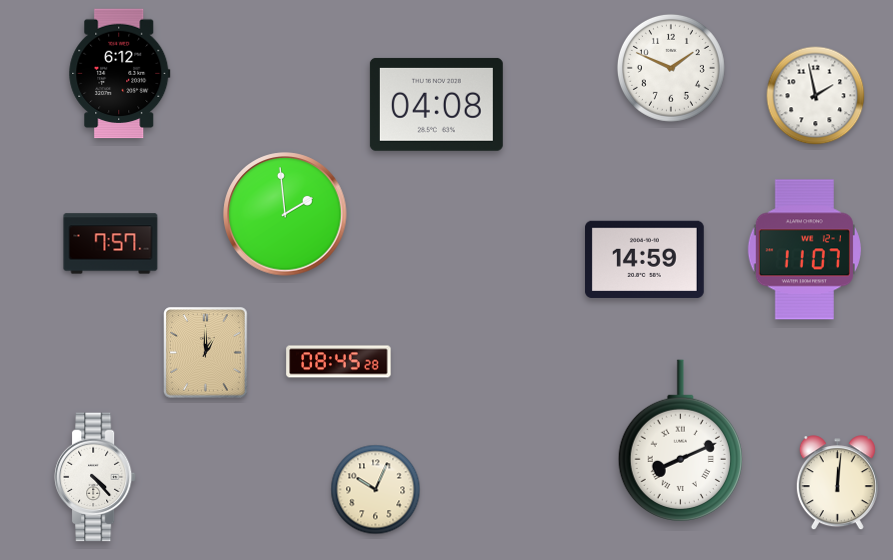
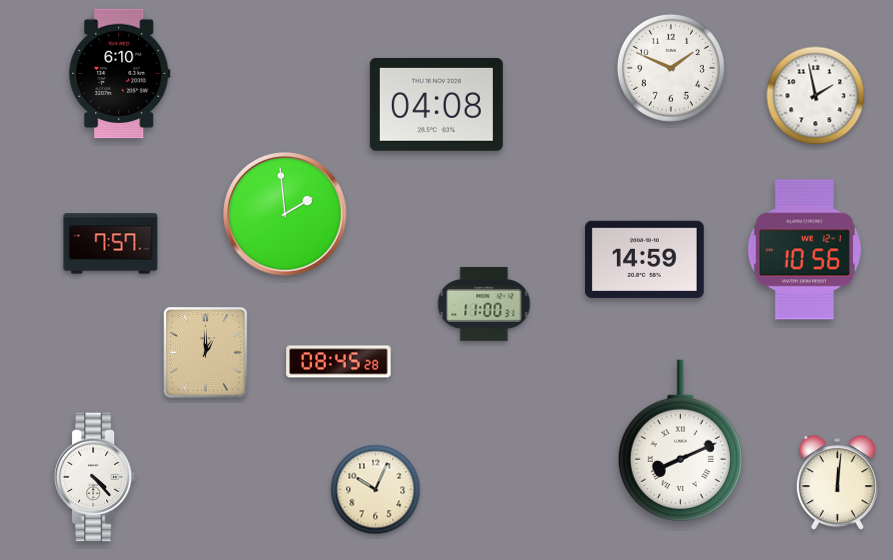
clock at (120, 74): 6:12 -> 6:10
clock at (804, 250): 11:07 -> 10:56
clock at (484, 304): none -> 11:00
